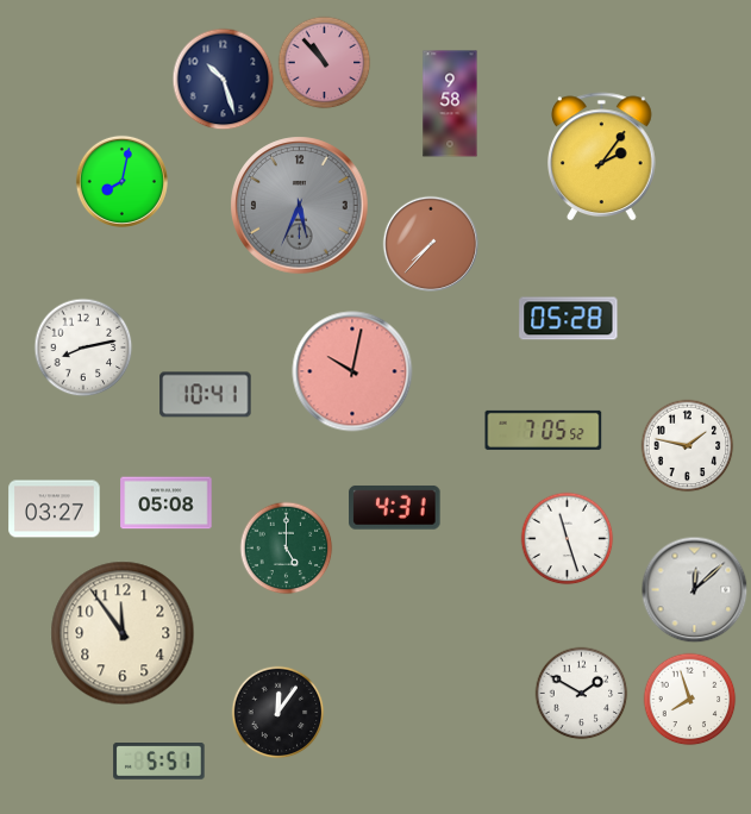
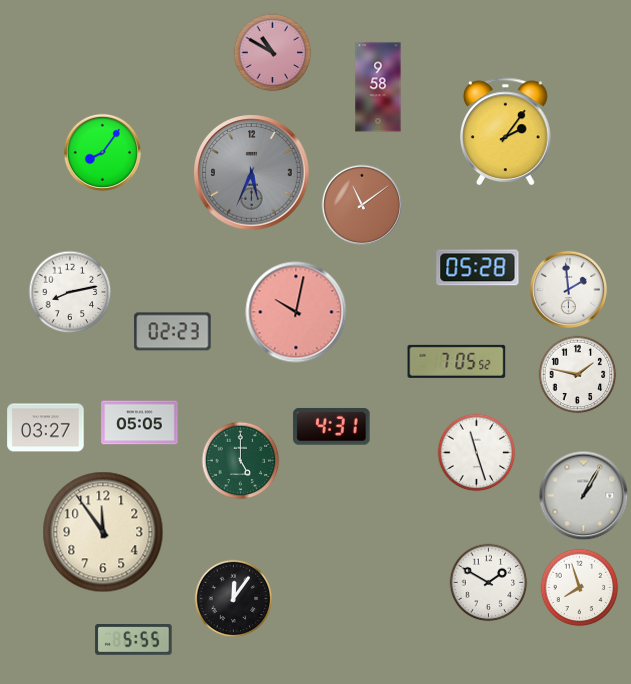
clock at (324, 62): 10:53 -> 10:50
clock at (223, 79): 10:27 -> none
clock at (121, 181): 8:02 -> 8:06
clock at (430, 243): 7:37 -> 11:09
clock at (568, 289): none -> 1:59
clock at (206, 395): 10:41 -> 02:23
clock at (167, 503): 05:08 -> 05:05
clock at (694, 589): 12:08 -> 1:05
clock at (159, 762): 5:51 -> 5:55
